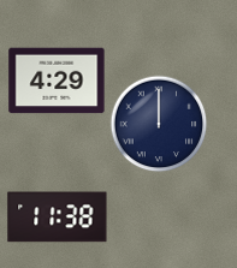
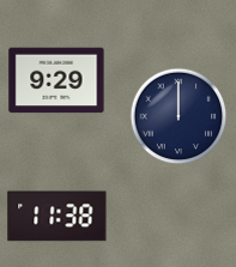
clock at (57, 81): 4:29 -> 9:29
clock at (159, 124) position: (159, 124) -> (178, 116)
